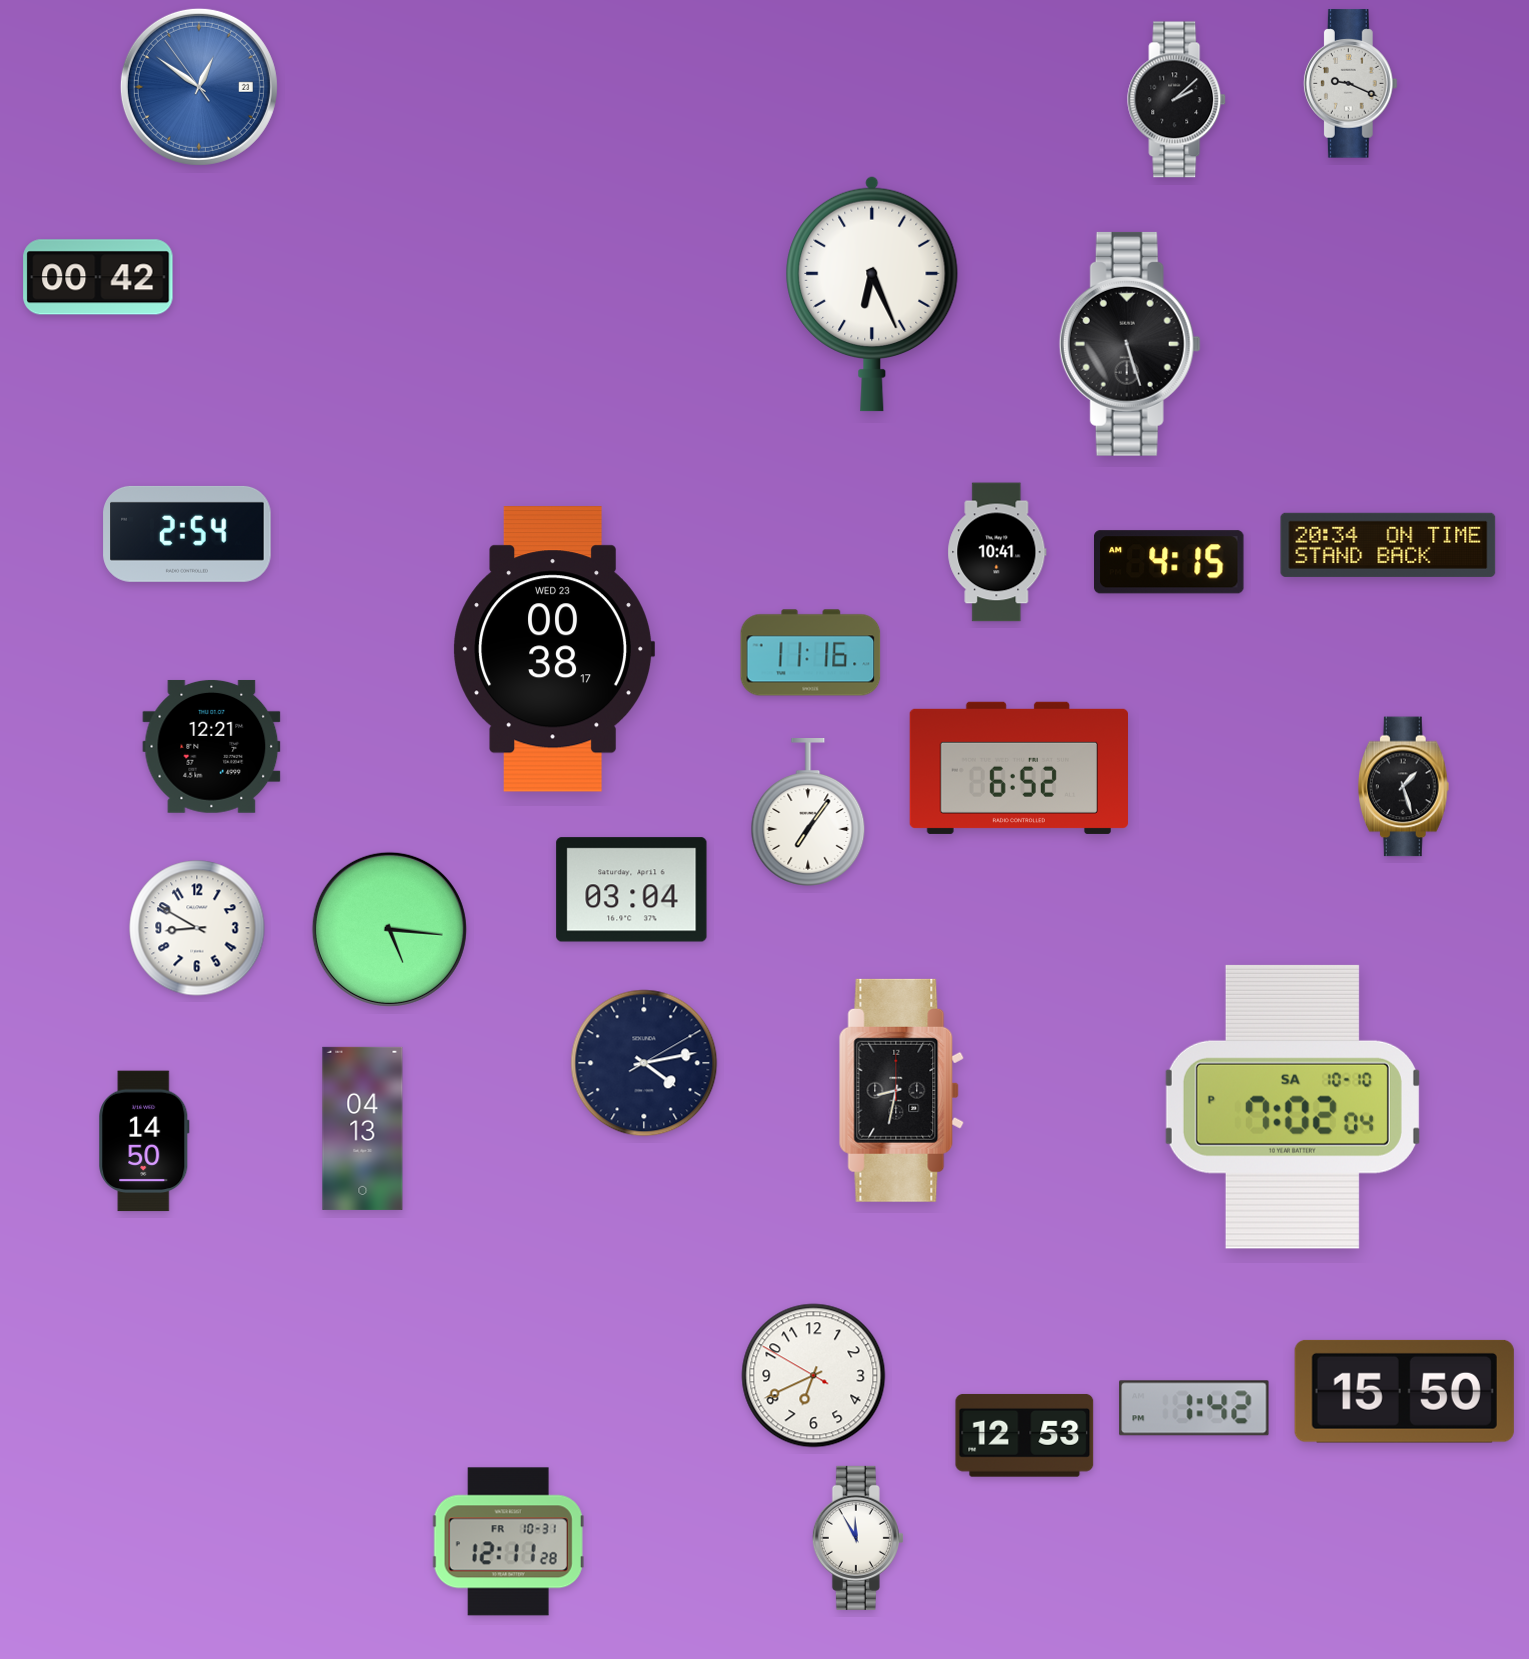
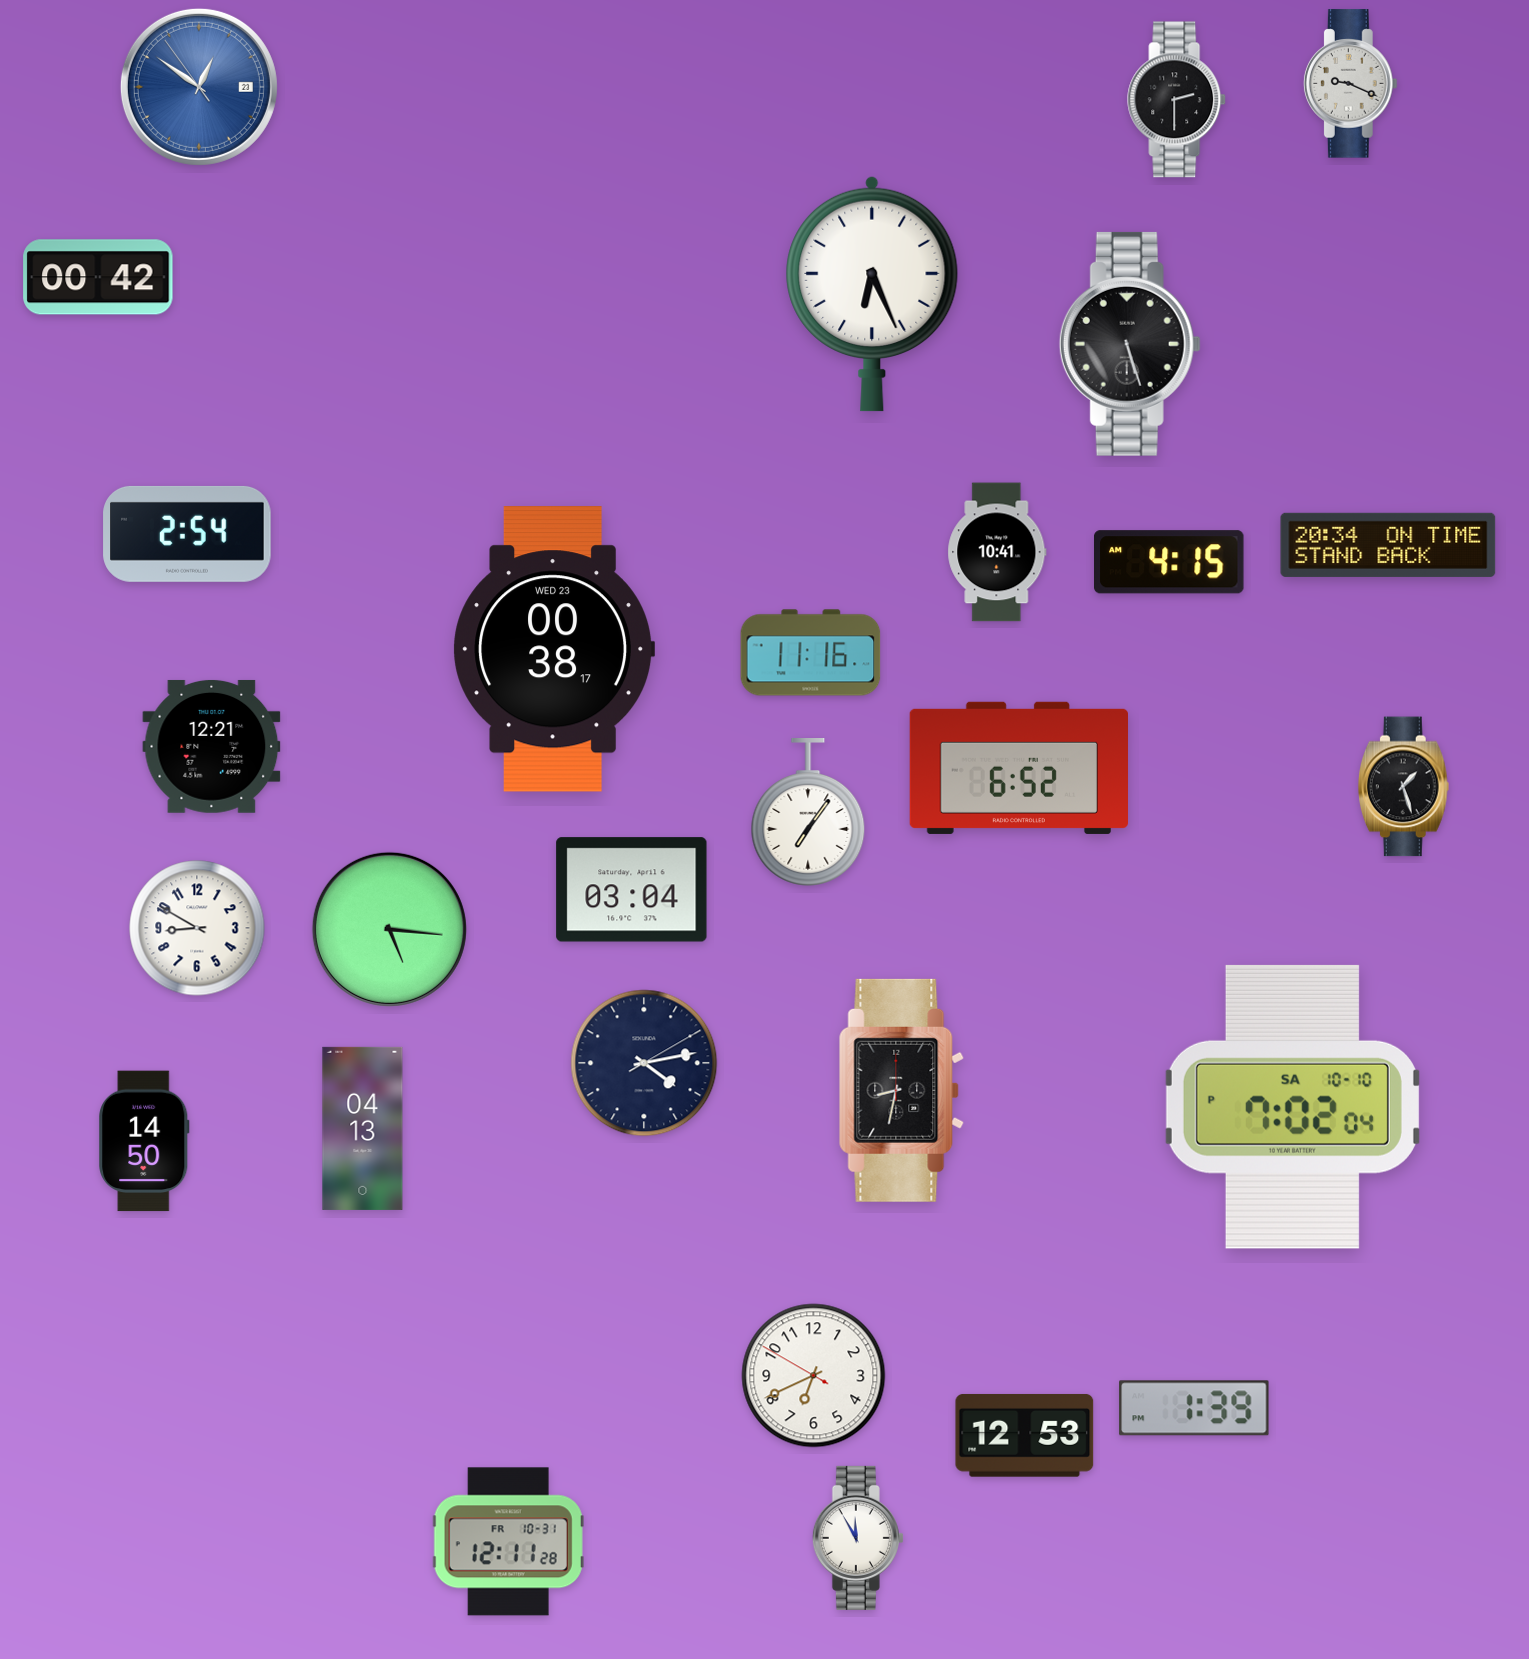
clock at (1177, 100): 2:08 -> 2:30
clock at (1404, 1391): 15:50 -> none
clock at (1194, 1408): 1:42 -> 1:39
